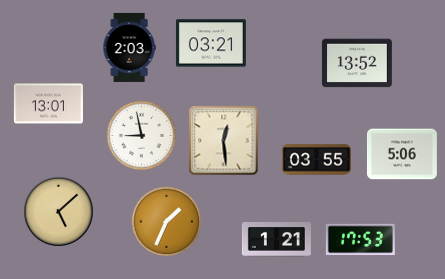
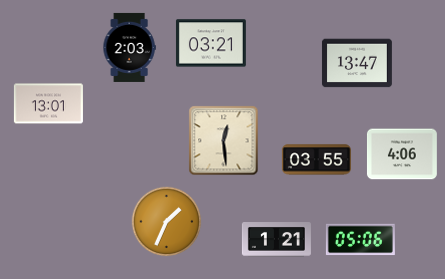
clock at (357, 63): 13:52 -> 13:47
clock at (142, 136): 8:58 -> none
clock at (402, 154): 5:06 -> 4:06
clock at (59, 212): 5:08 -> none
clock at (360, 240): 17:53 -> 05:06
